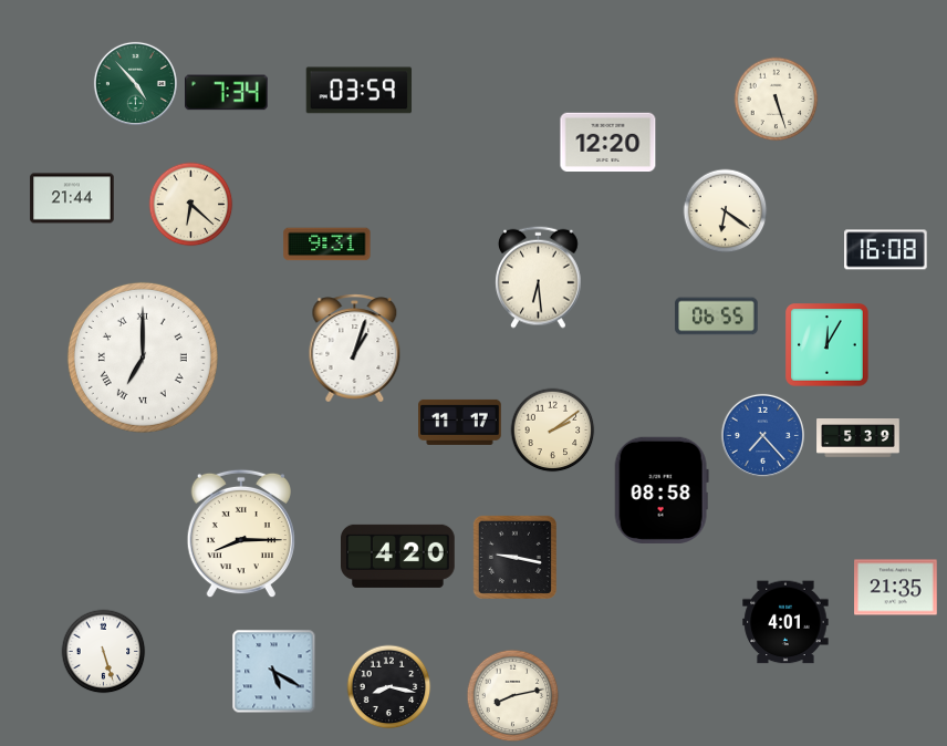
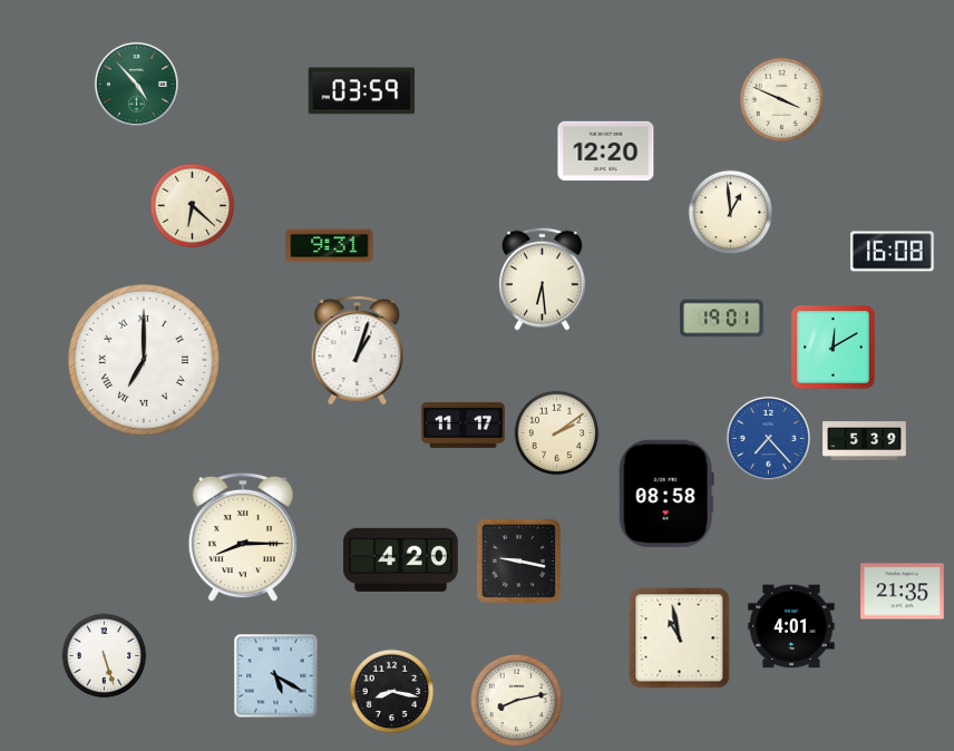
clock at (227, 93): 7:34 -> none
clock at (777, 100): 5:27 -> 3:49
clock at (608, 143) position: (608, 143) -> (606, 152)
clock at (72, 198): 21:44 -> none
clock at (726, 211): 6:21 -> 12:59
clock at (717, 317): 06:55 -> 19:01
clock at (828, 345): 12:05 -> 12:10
clock at (680, 638): none -> 10:58
